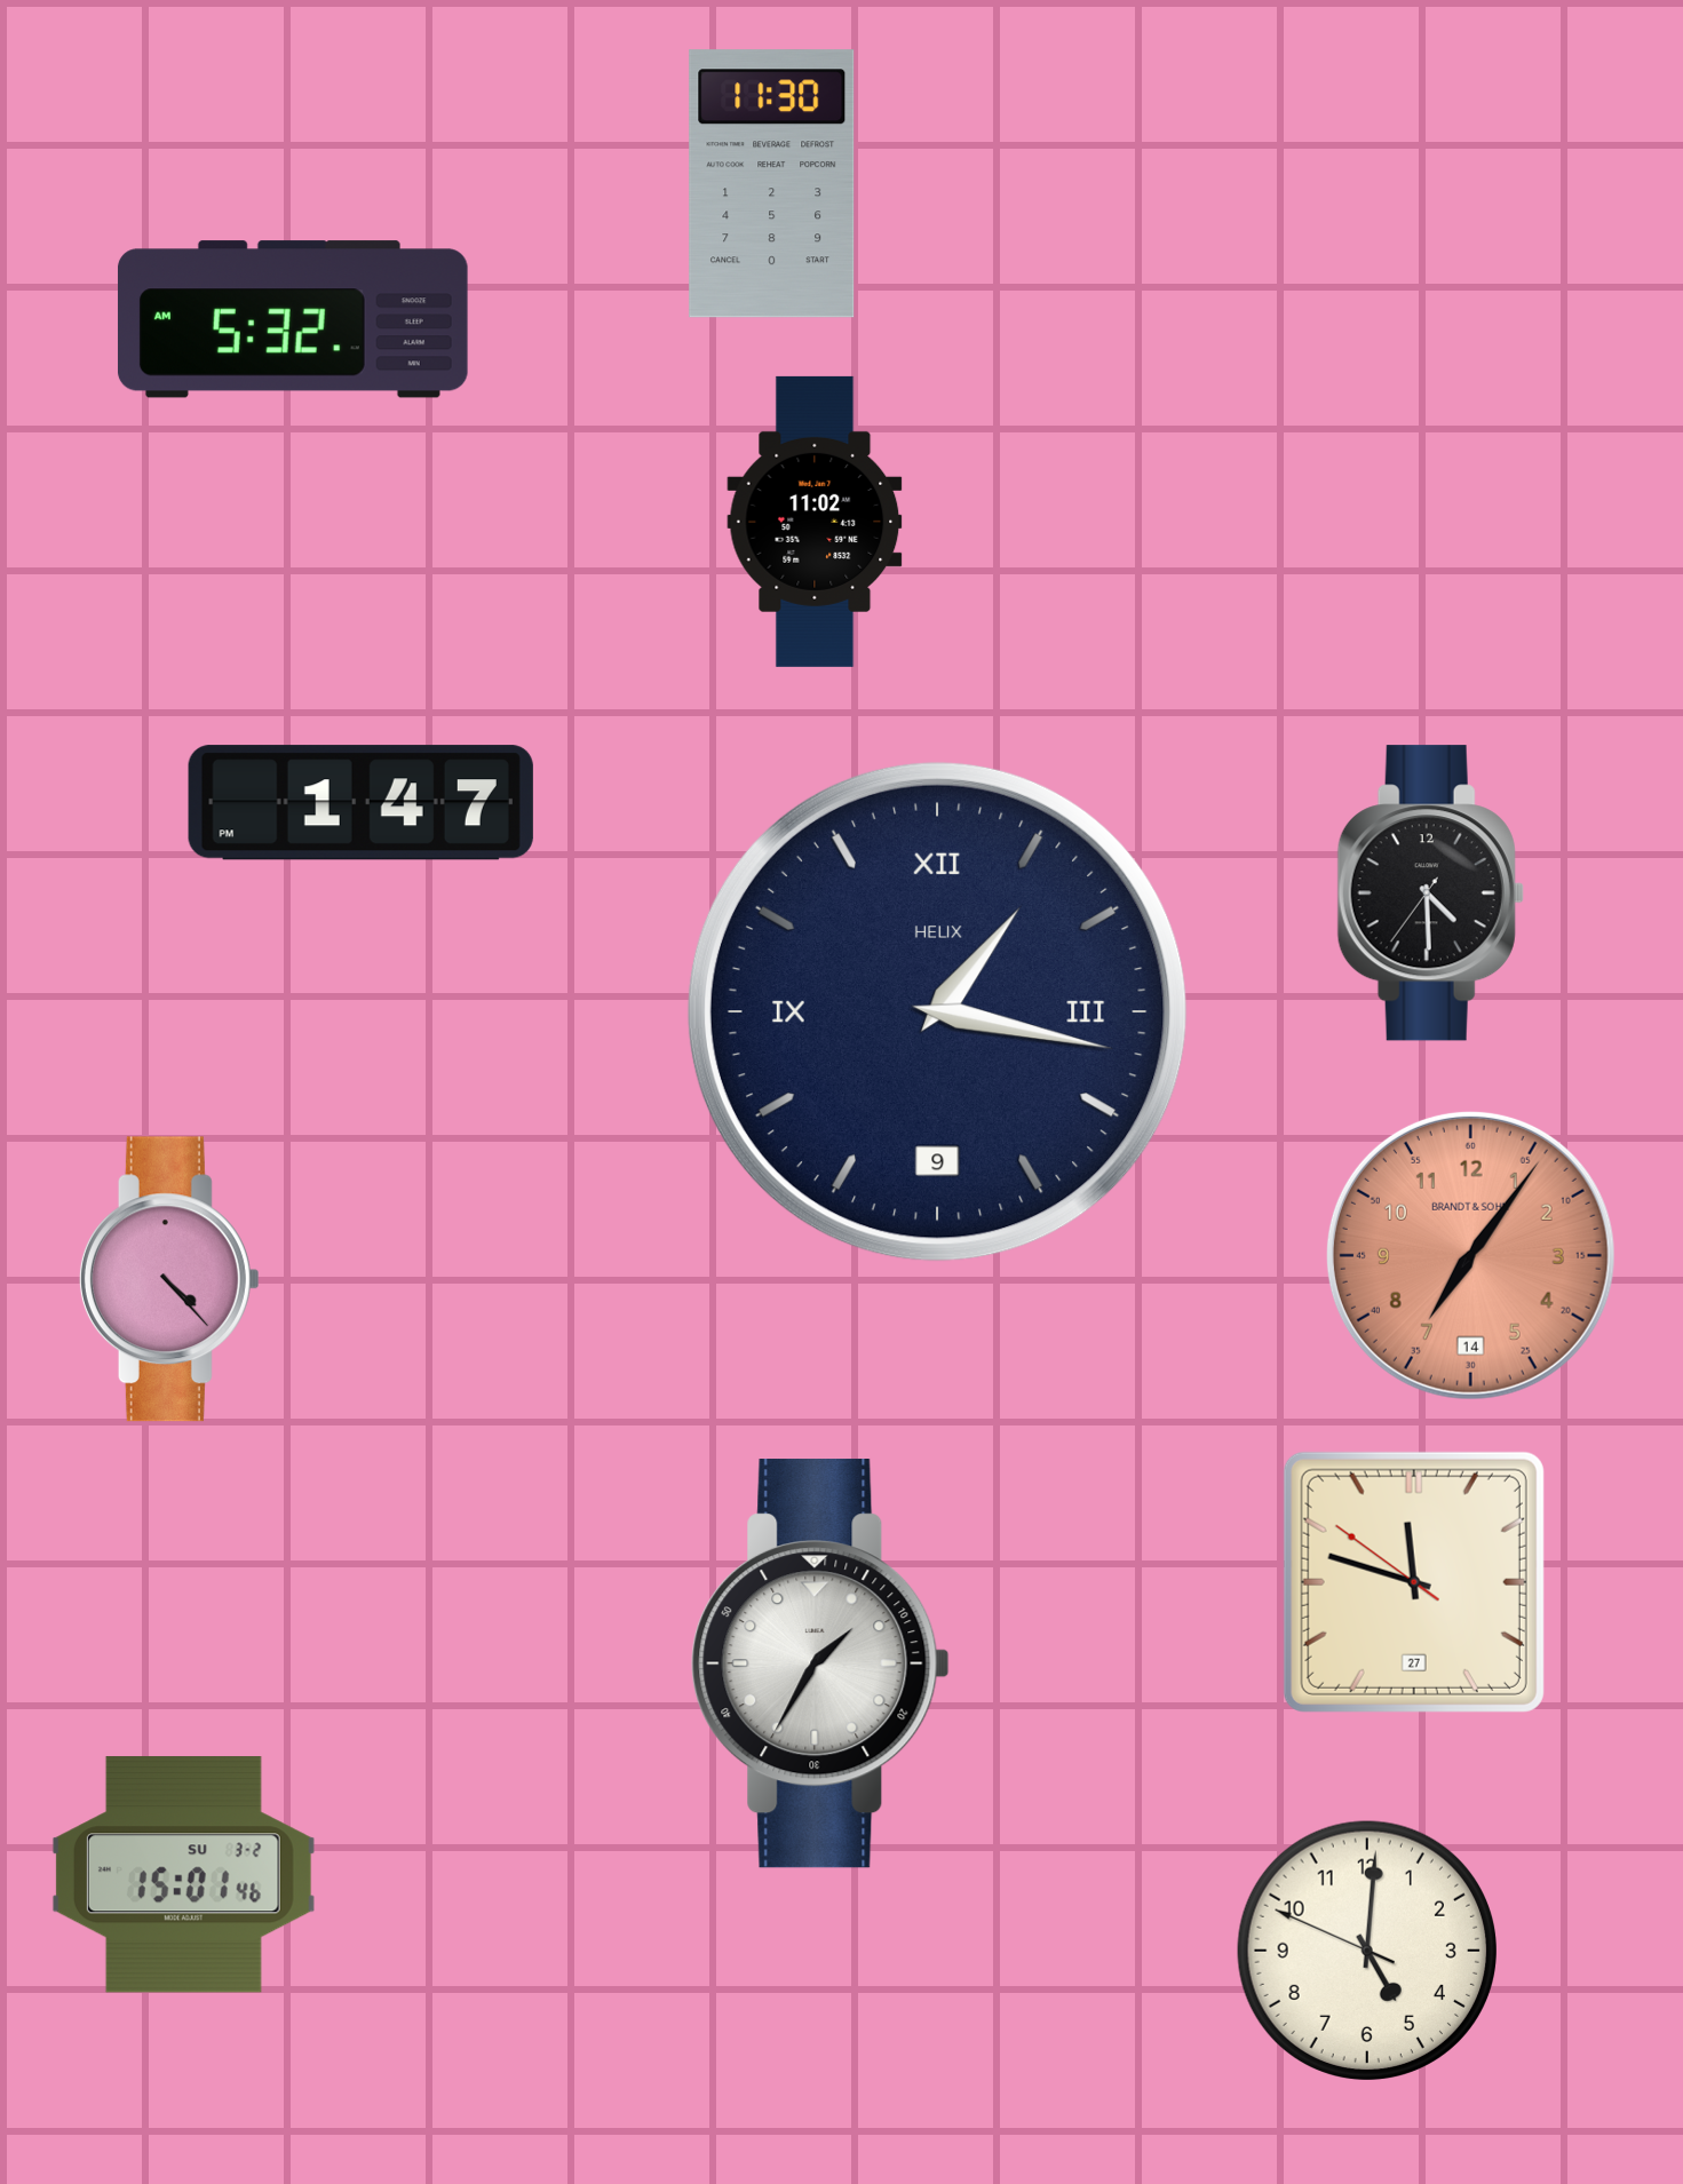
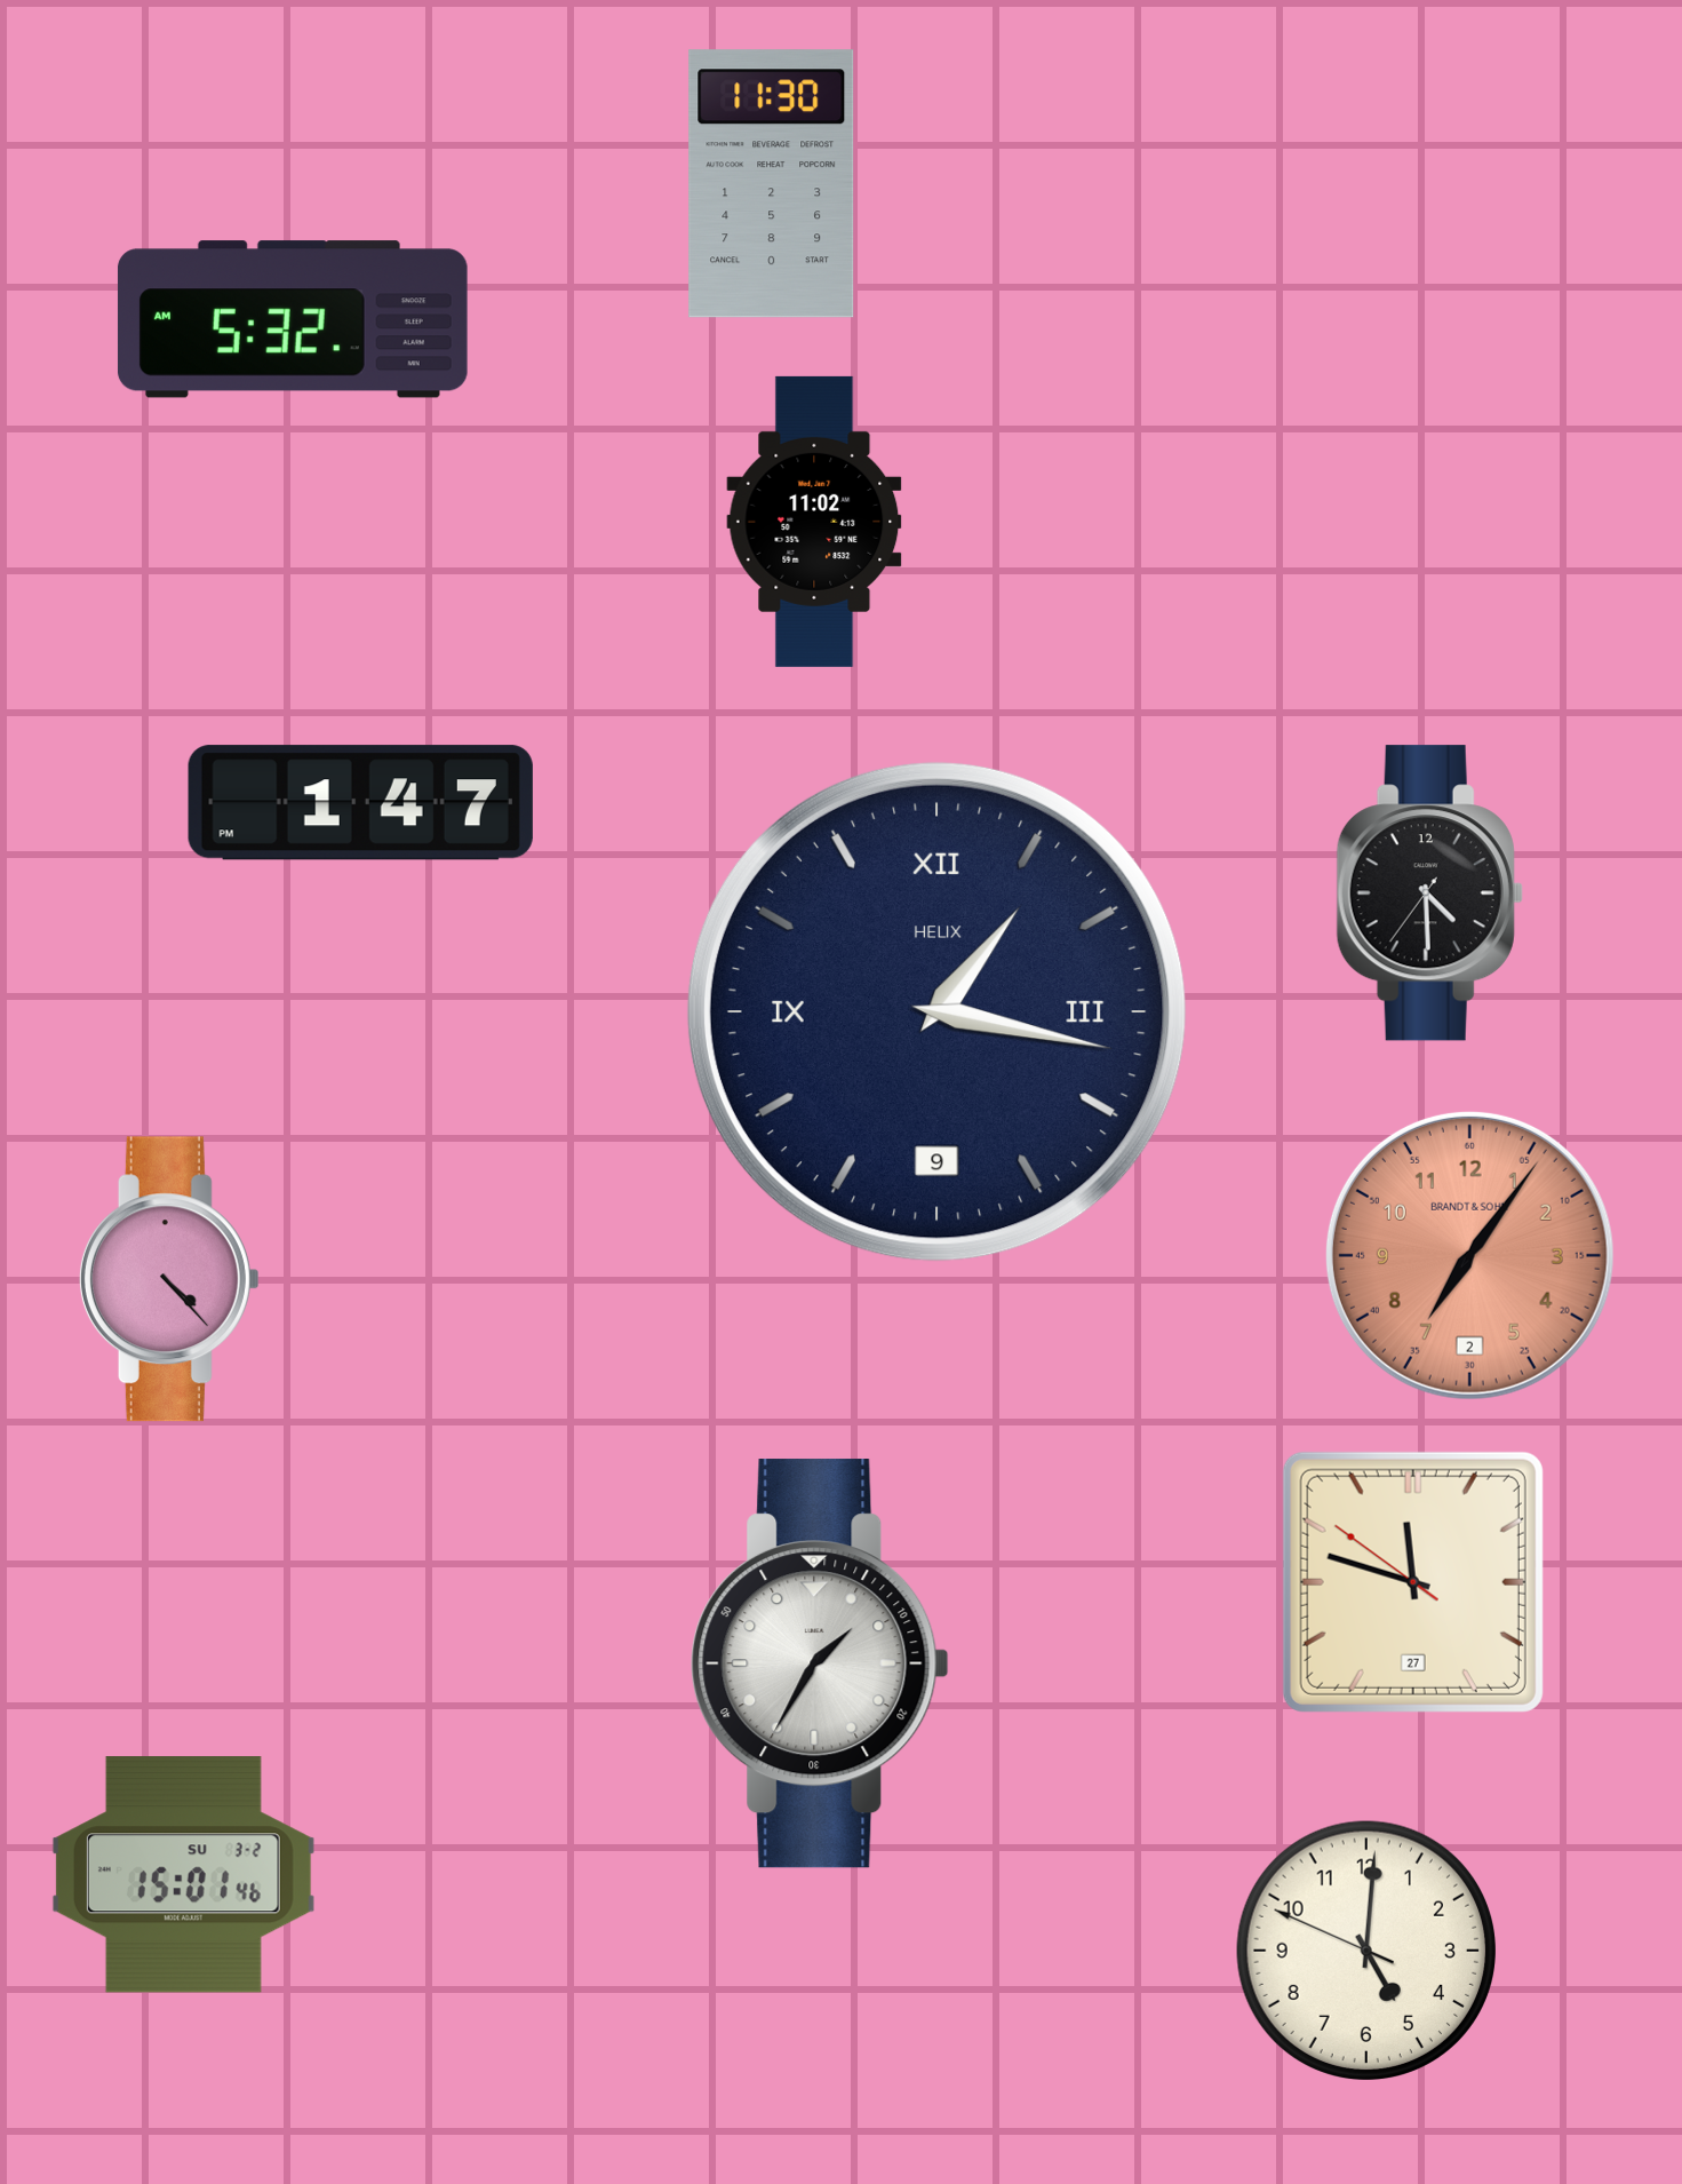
clock at (1470, 1255) date: 14 -> 2
